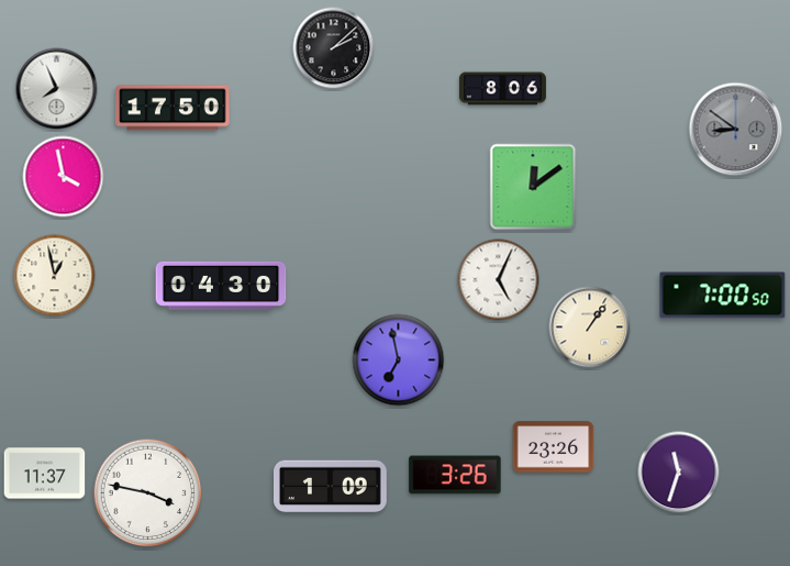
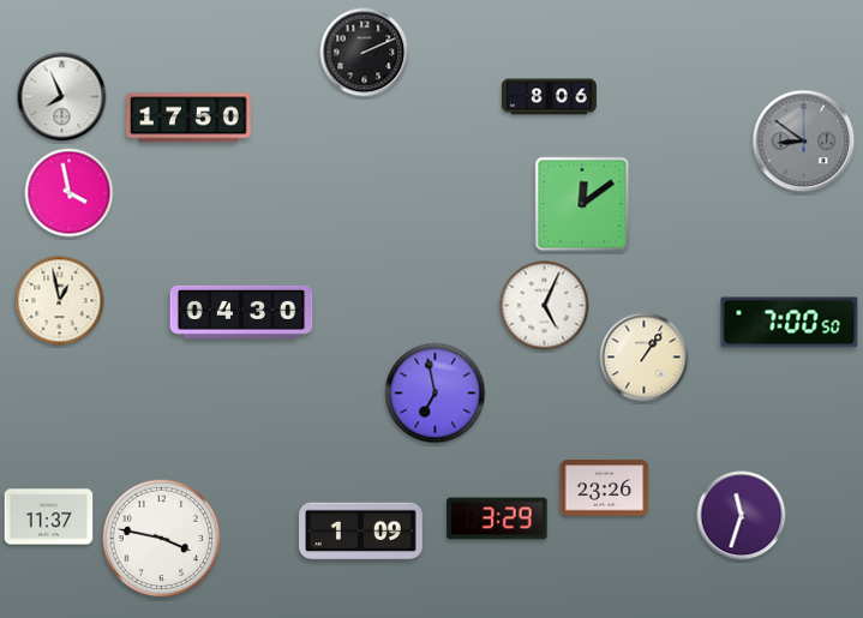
clock at (334, 48): 2:08 -> 2:11
clock at (455, 475): 3:26 -> 3:29
